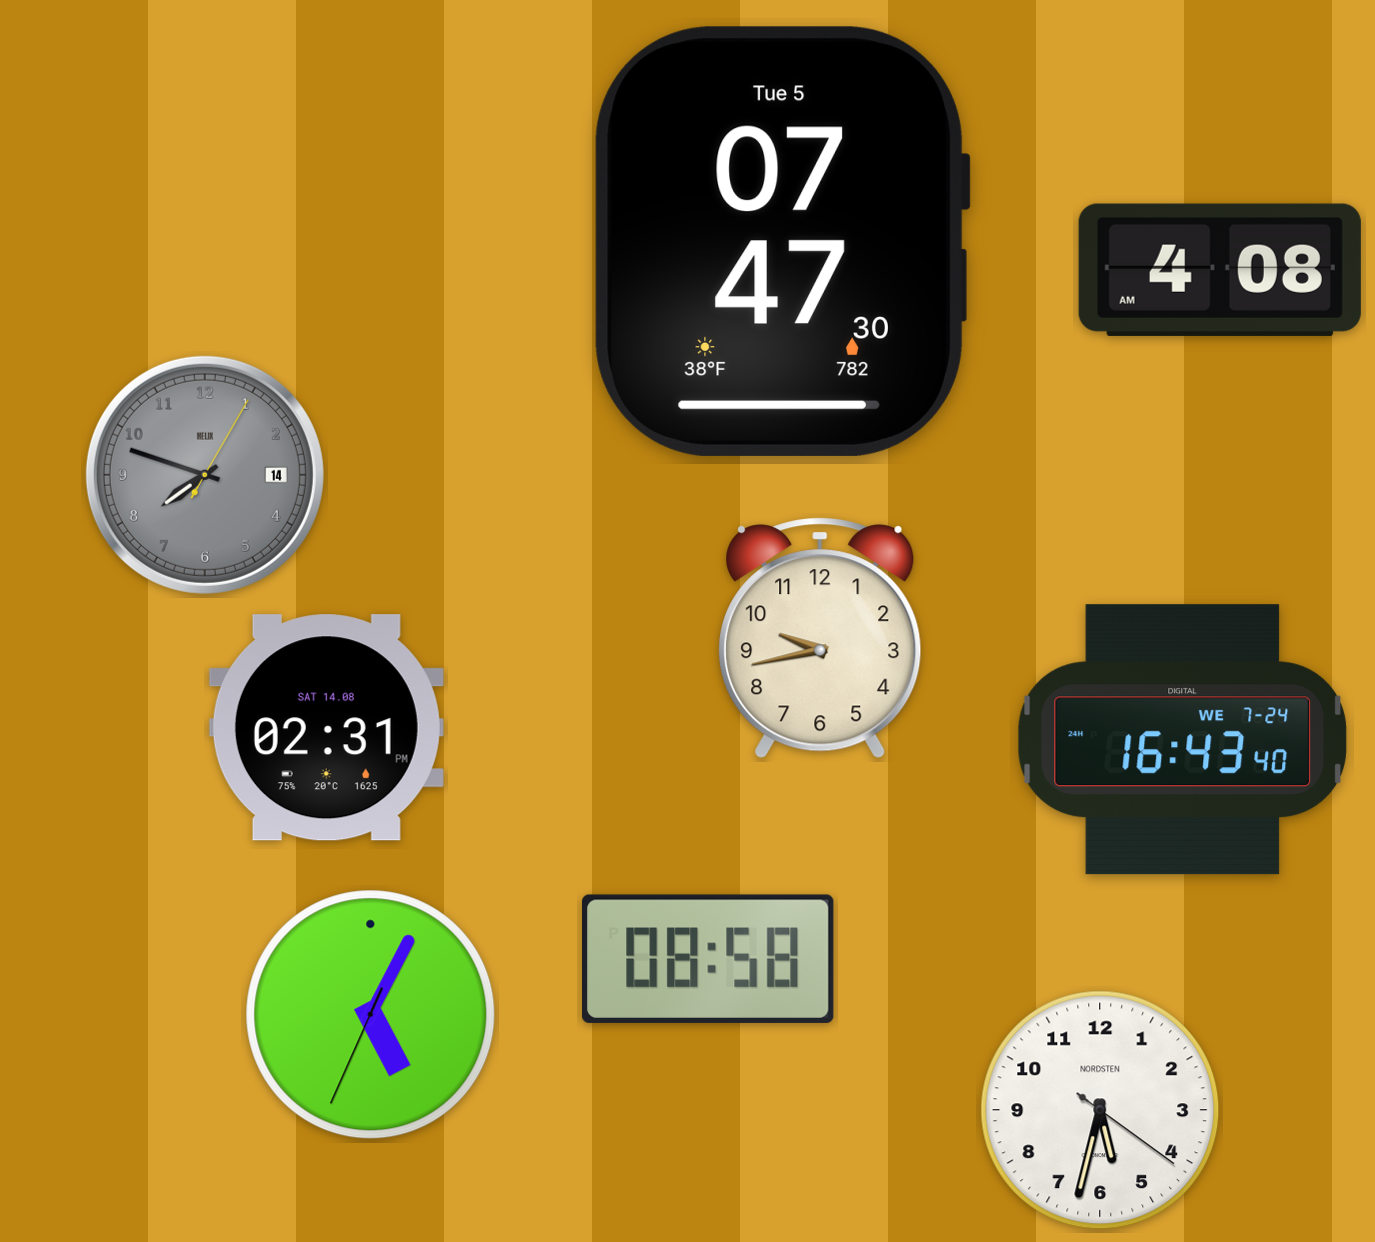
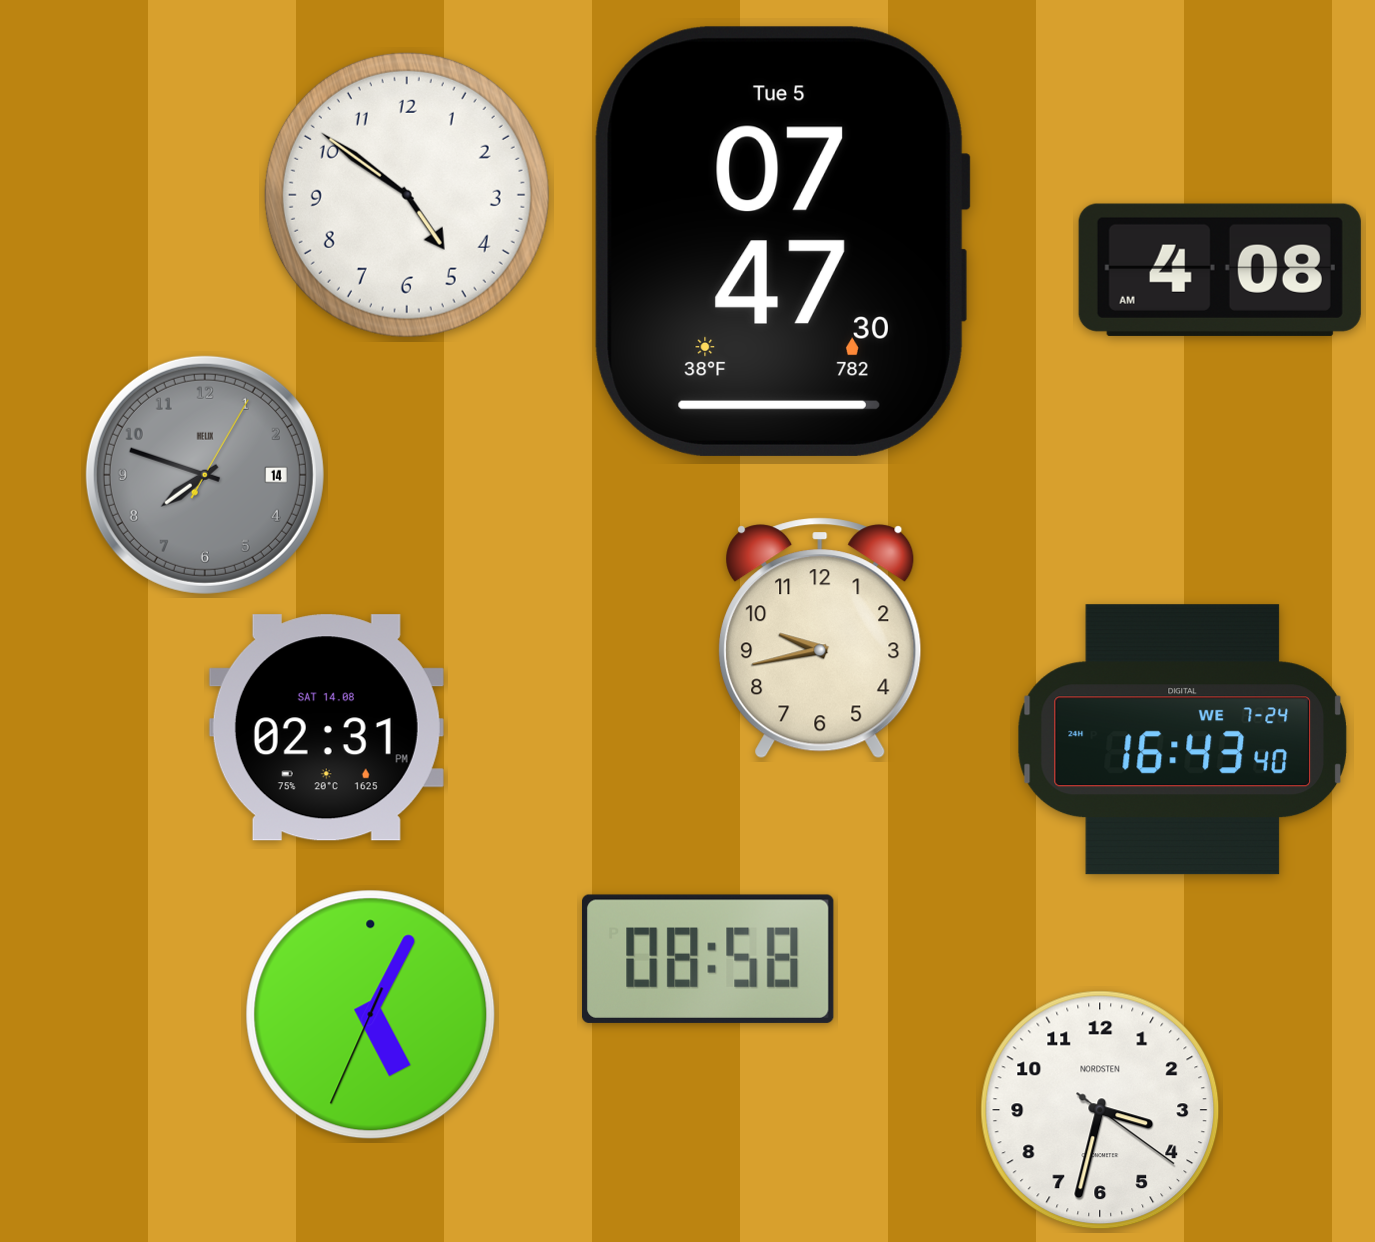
clock at (407, 195): none -> 4:51
clock at (1100, 1110): 5:32 -> 3:32
